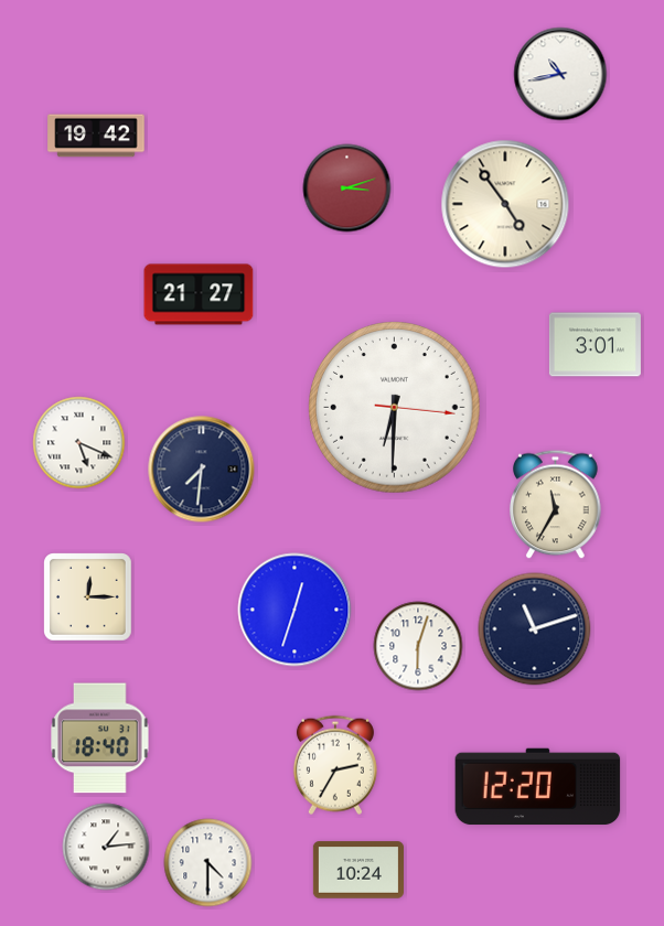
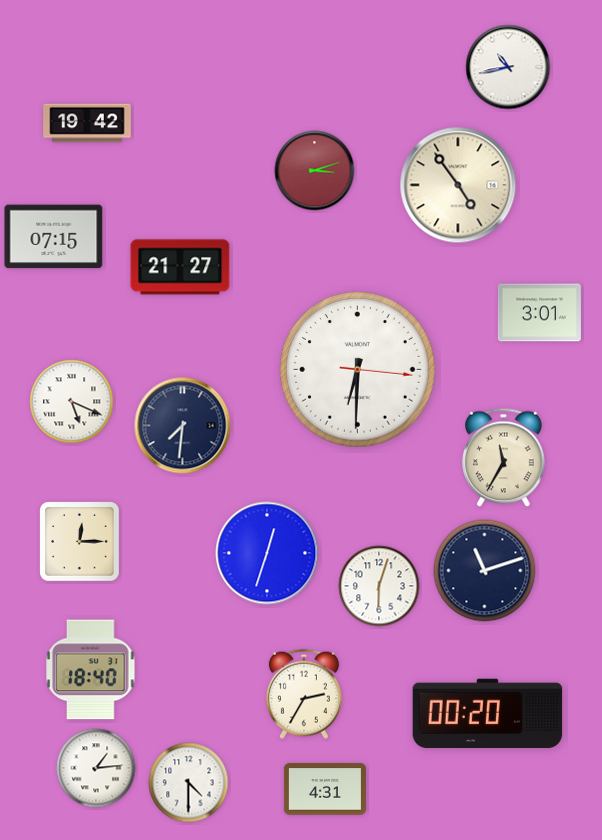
clock at (54, 237): none -> 07:15
clock at (538, 787): 12:20 -> 00:20
clock at (358, 870): 10:24 -> 4:31
